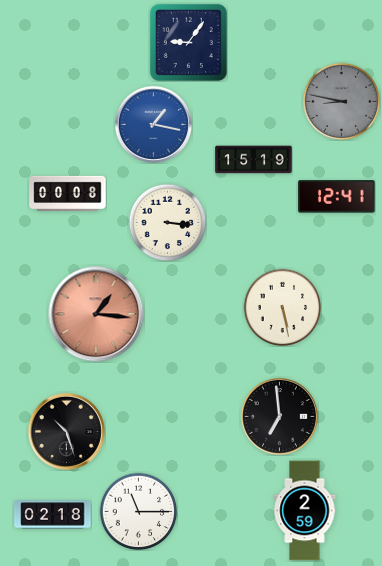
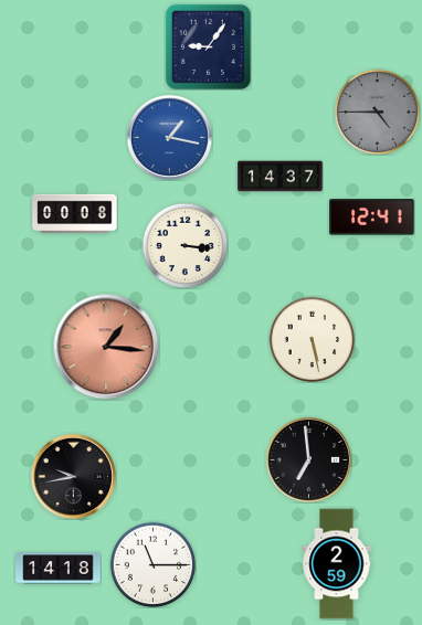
clock at (341, 101): 8:47 -> 4:45
clock at (254, 160): 15:19 -> 14:37
clock at (66, 431): 10:27 -> 9:43
clock at (53, 515): 02:18 -> 14:18
